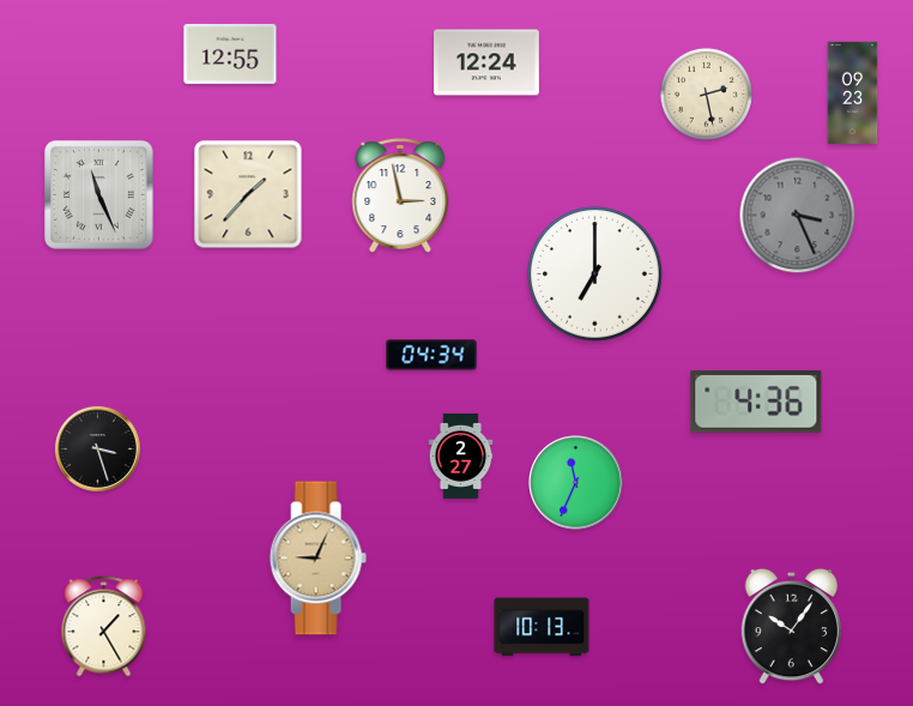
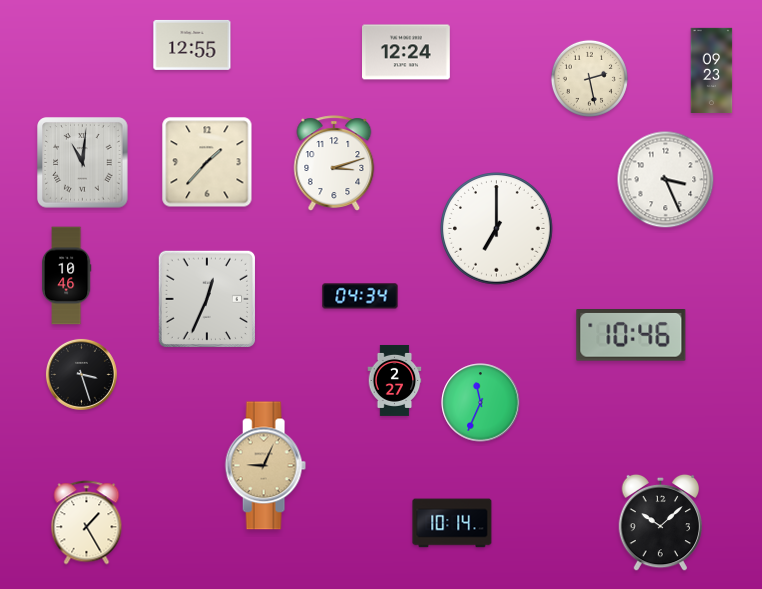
clock at (853, 92) position: (853, 92) -> (712, 70)
clock at (99, 195): 11:26 -> 11:01
clock at (400, 195): 2:58 -> 3:12
clock at (798, 216) dial: grey -> white
clock at (66, 276): none -> 10:46
clock at (206, 298): none -> 12:34
clock at (756, 403): 4:36 -> 10:46
clock at (461, 455) position: (461, 455) -> (395, 380)
clock at (542, 627): 10:13 -> 10:14
clock at (792, 627): 10:06 -> 10:08
